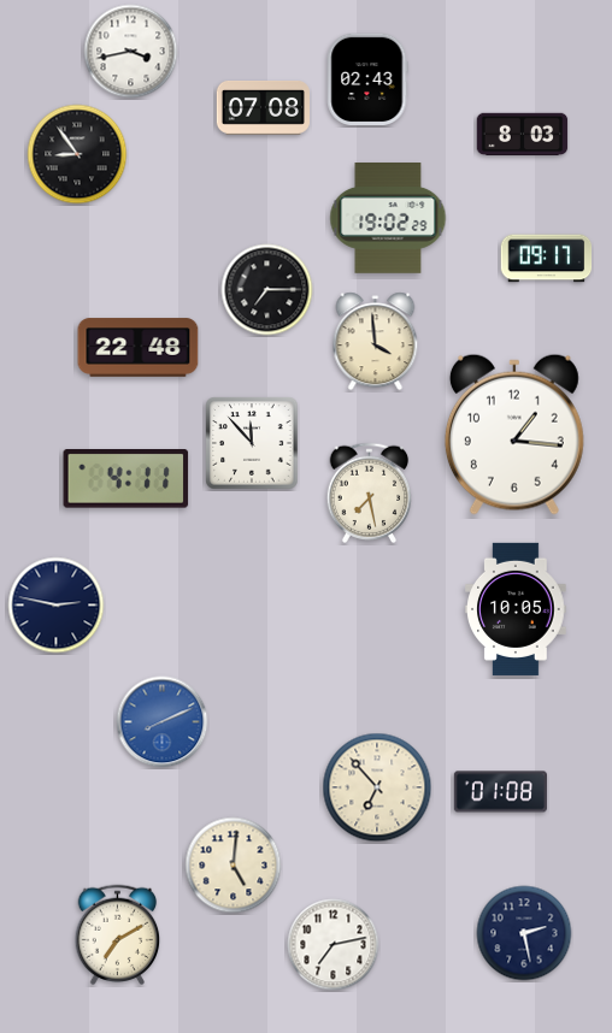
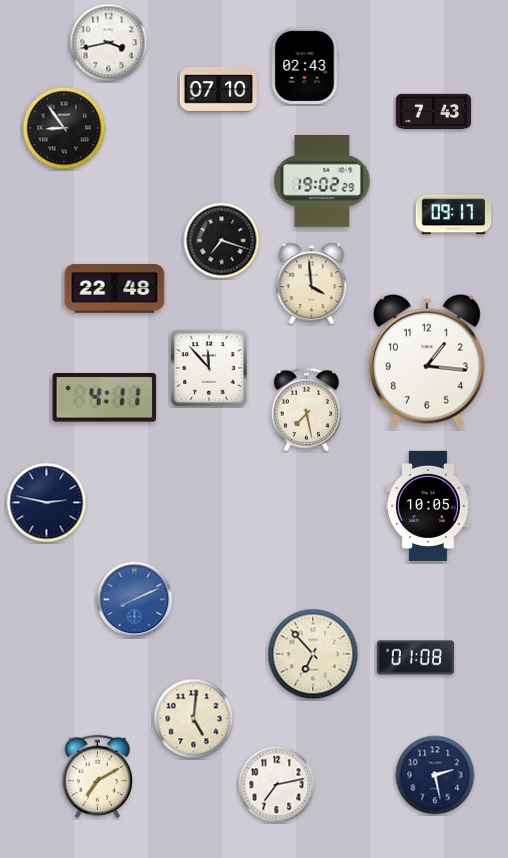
clock at (263, 108): 07:08 -> 07:10
clock at (523, 135): 8:03 -> 7:43
clock at (267, 290): 7:15 -> 7:18
